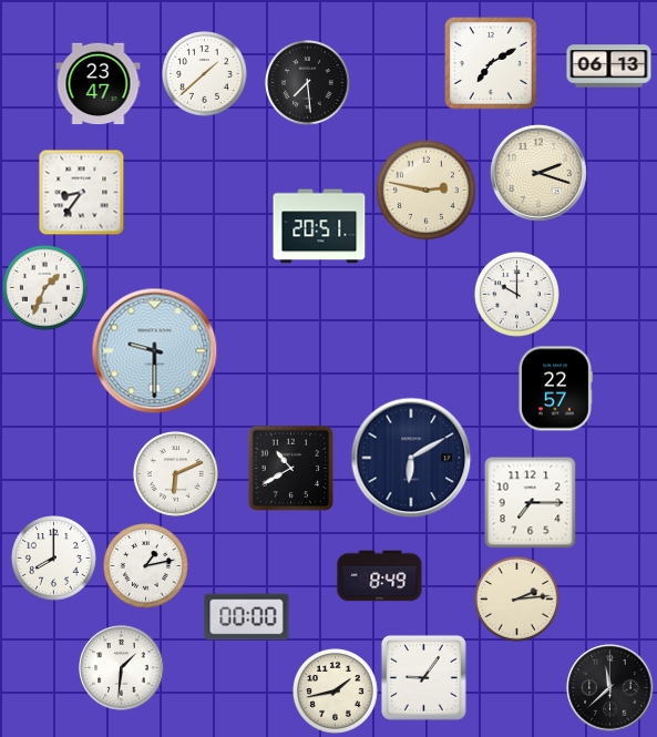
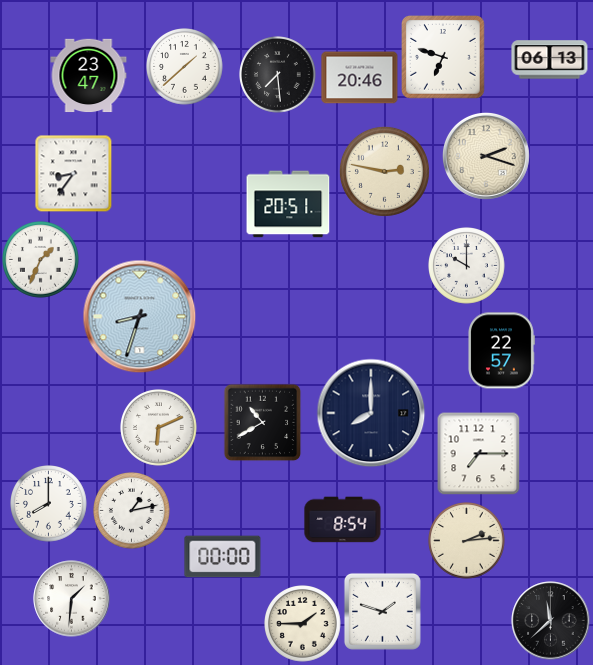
clock at (492, 64): 7:10 -> 6:48
clock at (360, 78): none -> 20:46
clock at (155, 351): 9:30 -> 8:33
clock at (411, 458): 6:10 -> 8:00
clock at (380, 576): 8:49 -> 8:54
clock at (122, 668) position: (122, 668) -> (72, 599)
clock at (423, 677): 9:06 -> 1:48
clock at (336, 692): 1:43 -> 1:45
